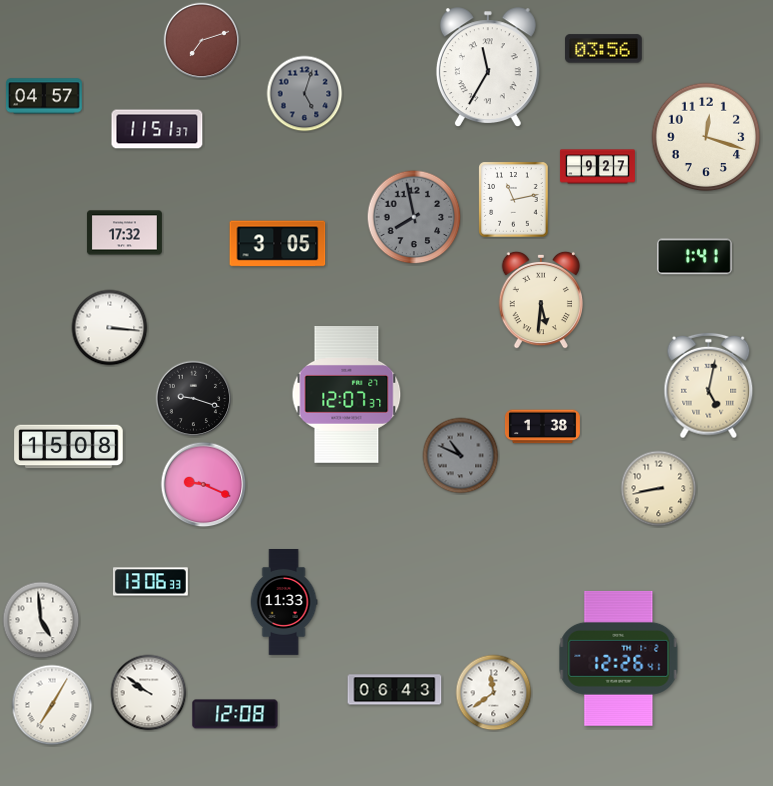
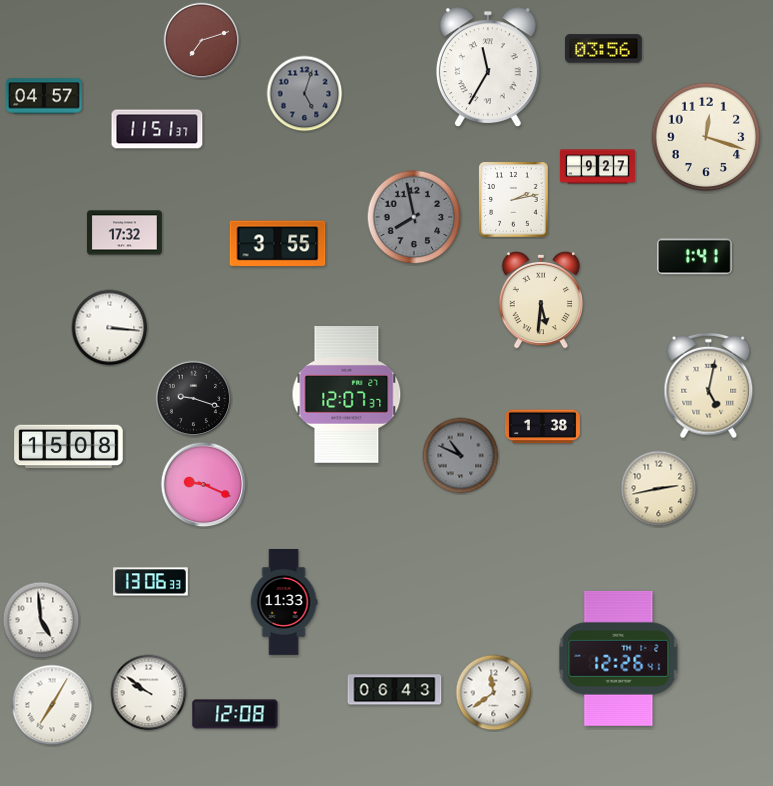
clock at (514, 200): 11:13 -> 2:13
clock at (278, 244): 3:05 -> 3:55
clock at (659, 489): 8:43 -> 2:43
